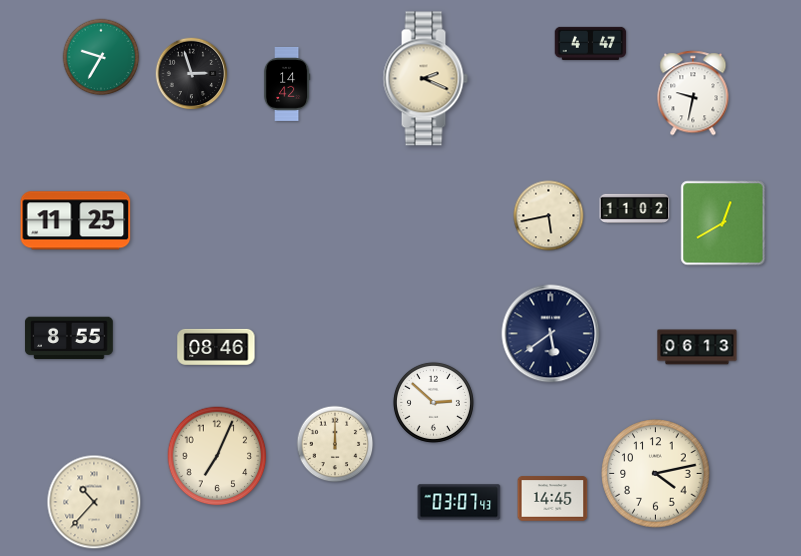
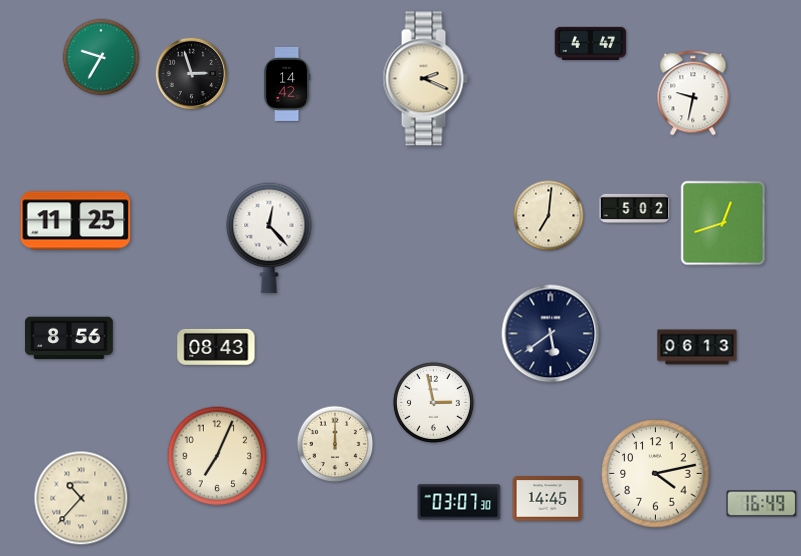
clock at (635, 208): 11:02 -> 5:02
clock at (549, 216): 5:43 -> 7:01
clock at (723, 223): 12:40 -> 12:42
clock at (269, 238): none -> 12:23
clock at (69, 338): 8:55 -> 8:56
clock at (216, 347): 08:46 -> 08:43
clock at (433, 402): 2:52 -> 2:58
clock at (553, 499) position: (553, 499) -> (548, 499)
clock at (94, 502) position: (94, 502) -> (81, 498)
clock at (459, 502): 03:07:43 -> 03:07:30
clock at (762, 504): none -> 16:49
